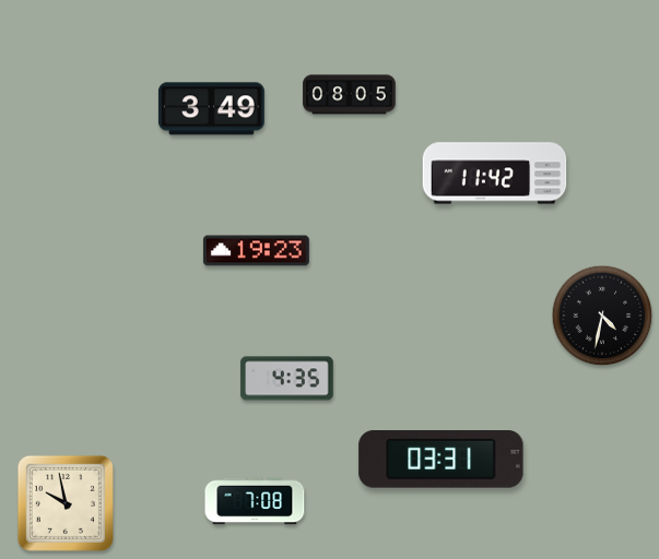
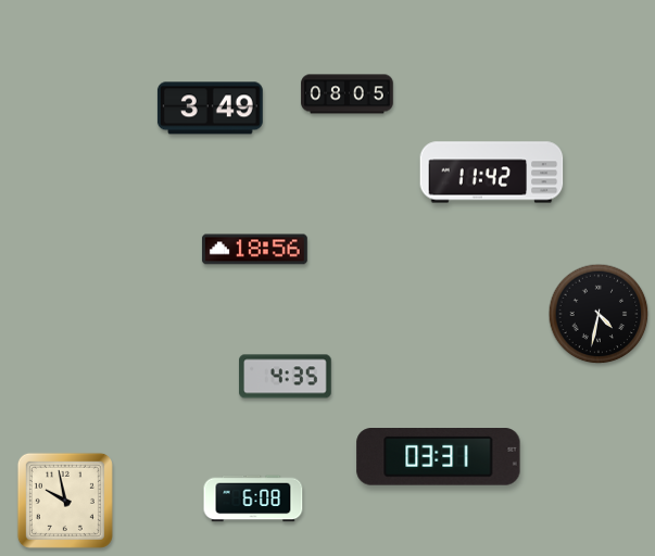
clock at (256, 251): 19:23 -> 18:56
clock at (255, 501): 7:08 -> 6:08
